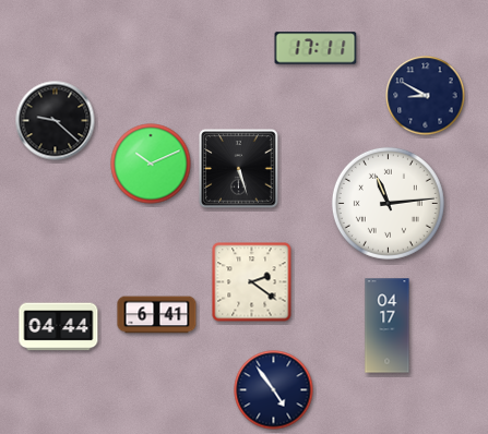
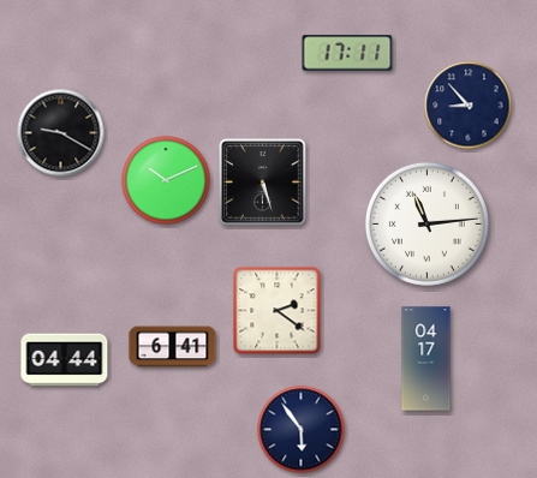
clock at (426, 96): 8:50 -> 8:53
clock at (56, 121): 9:22 -> 9:20
clock at (239, 169) position: (239, 169) -> (263, 183)
clock at (274, 390): 4:54 -> 5:54
